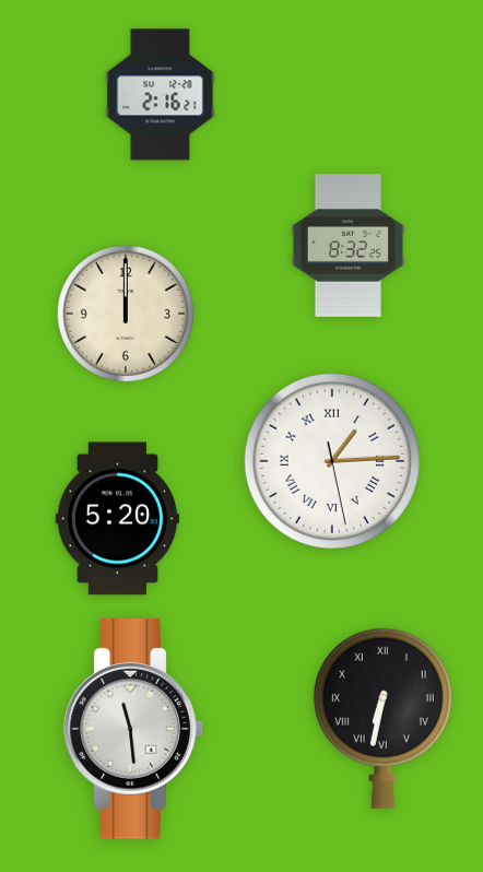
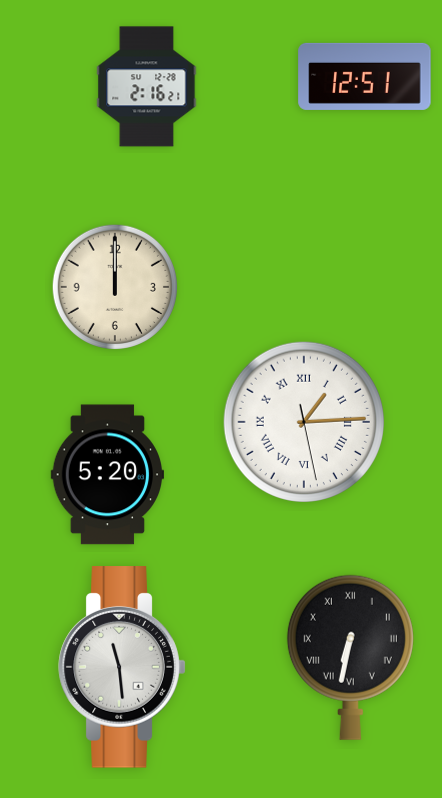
clock at (365, 76): none -> 12:51
clock at (349, 246): 8:32 -> none
